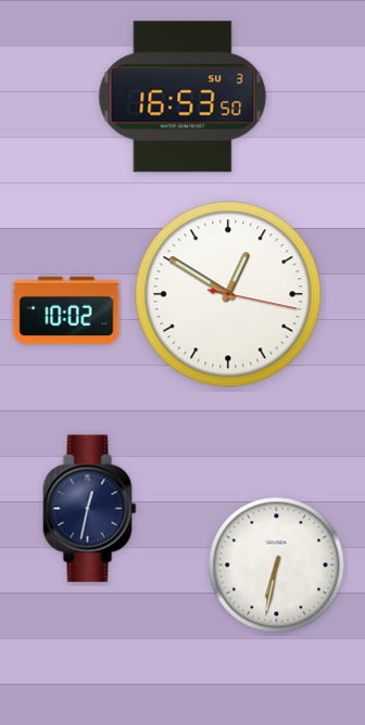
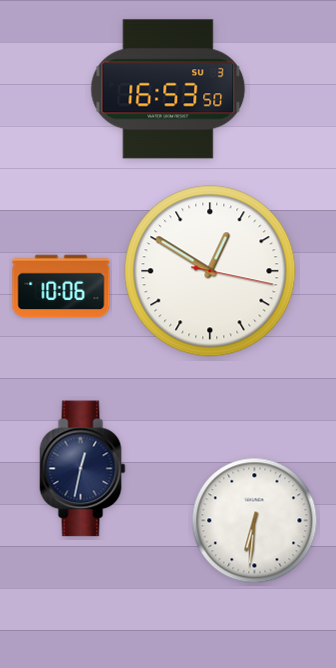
clock at (66, 310): 10:02 -> 10:06
clock at (277, 565): 6:32 -> 6:31
